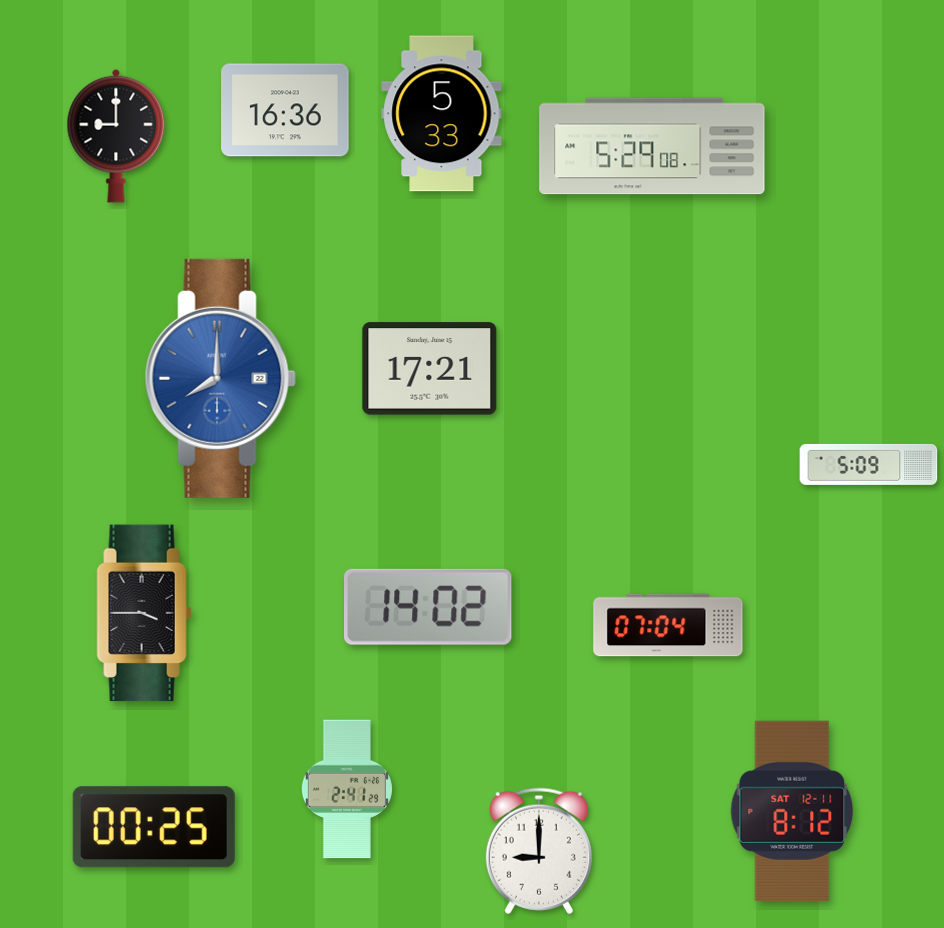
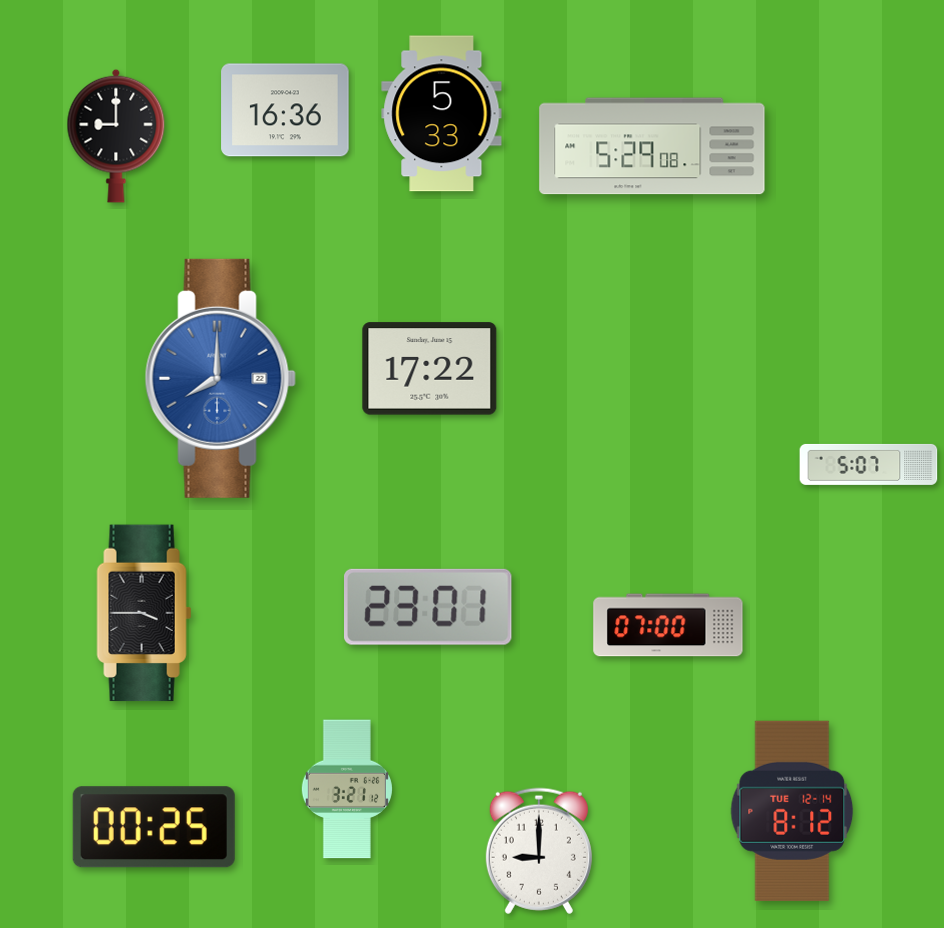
clock at (430, 369): 17:21 -> 17:22
clock at (869, 464): 5:09 -> 5:07
clock at (429, 607): 14:02 -> 23:01
clock at (668, 625): 07:04 -> 07:00
clock at (347, 789): 2:41 -> 3:21
clock at (792, 811) date: SAT 12-11 -> TUE 12-14
